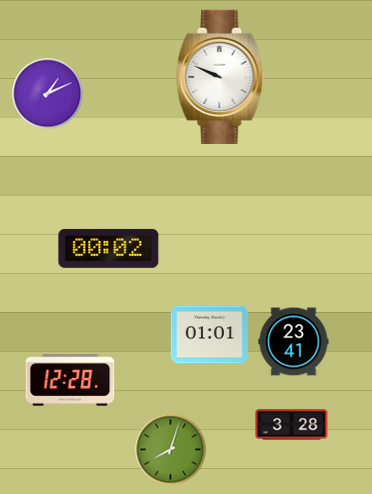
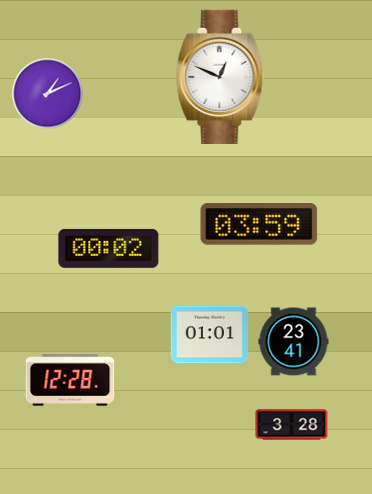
clock at (220, 77): 9:49 -> 12:49
clock at (259, 225): none -> 03:59
clock at (171, 450): 8:03 -> none
